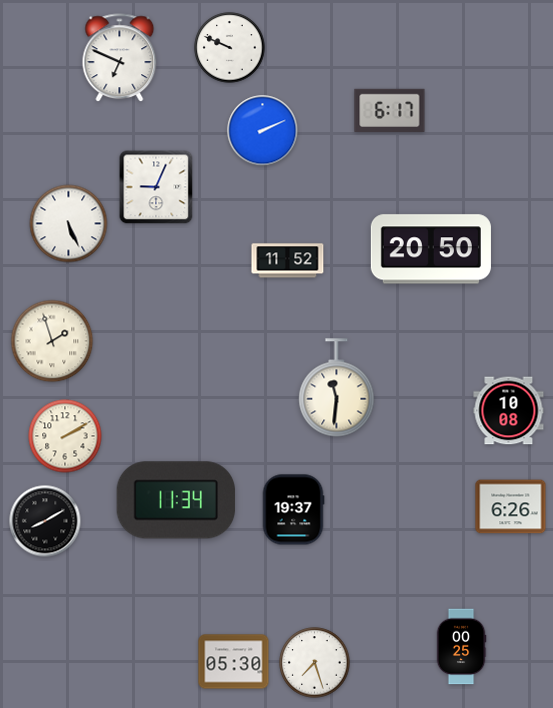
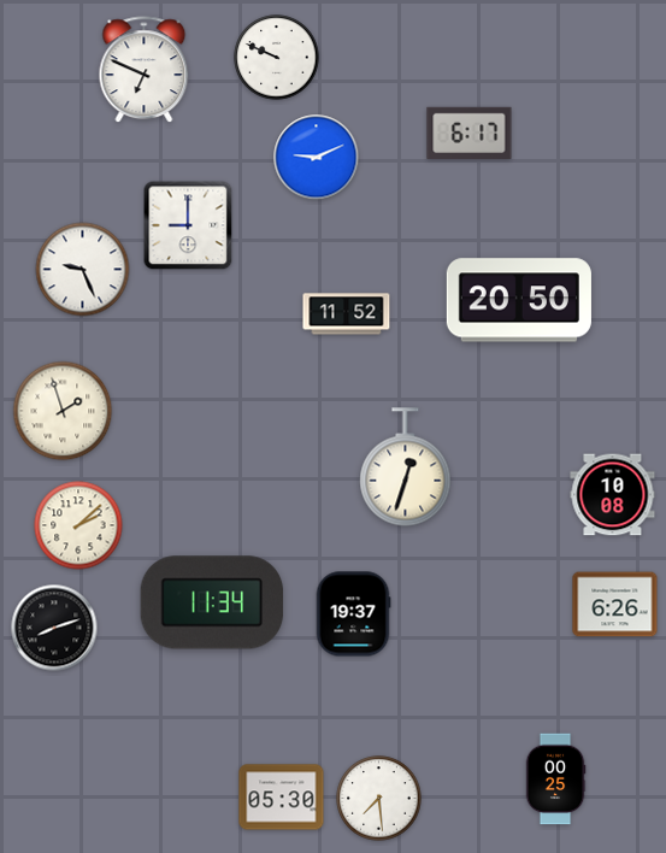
clock at (263, 131): 2:11 -> 9:11
clock at (156, 187): 9:04 -> 9:00
clock at (69, 224): 5:26 -> 9:26
clock at (337, 388): 11:31 -> 12:33
clock at (65, 436): 2:10 -> 2:08
clock at (511, 507) position: (511, 507) -> (615, 605)
clock at (45, 521): 8:10 -> 8:12
clock at (315, 663): 7:27 -> 7:29
